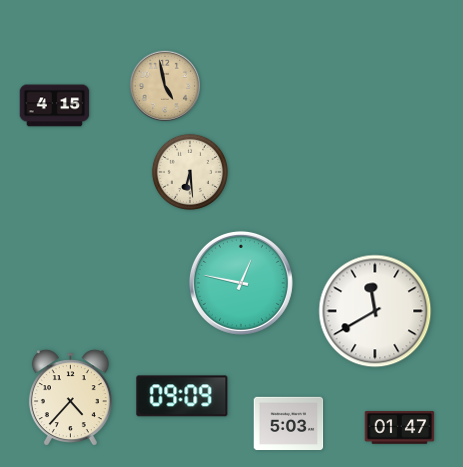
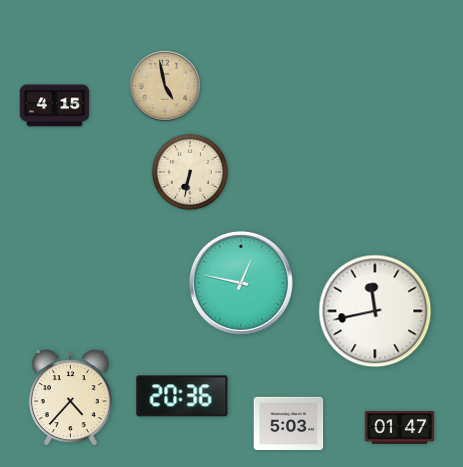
clock at (190, 172): 6:29 -> 6:32
clock at (375, 311): 11:40 -> 11:43
clock at (182, 396): 09:09 -> 20:36
